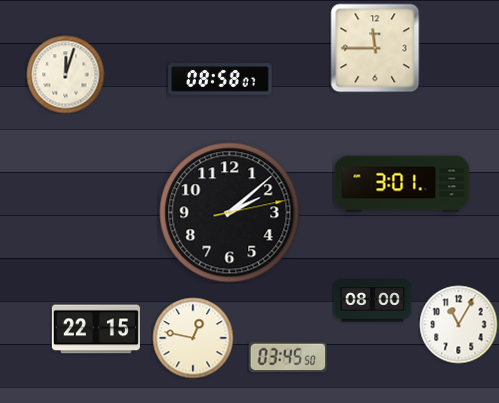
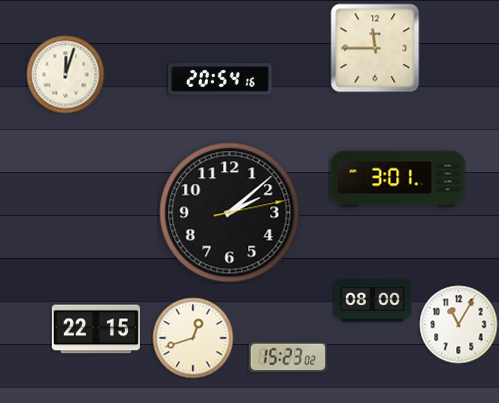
clock at (220, 79): 08:58 -> 20:54
clock at (402, 184) position: (402, 184) -> (398, 179)
clock at (193, 338): 12:47 -> 12:42
clock at (288, 357): 03:45 -> 15:23
